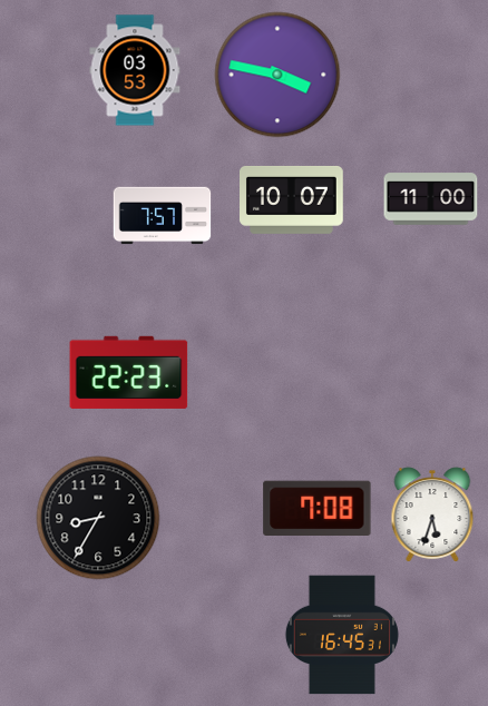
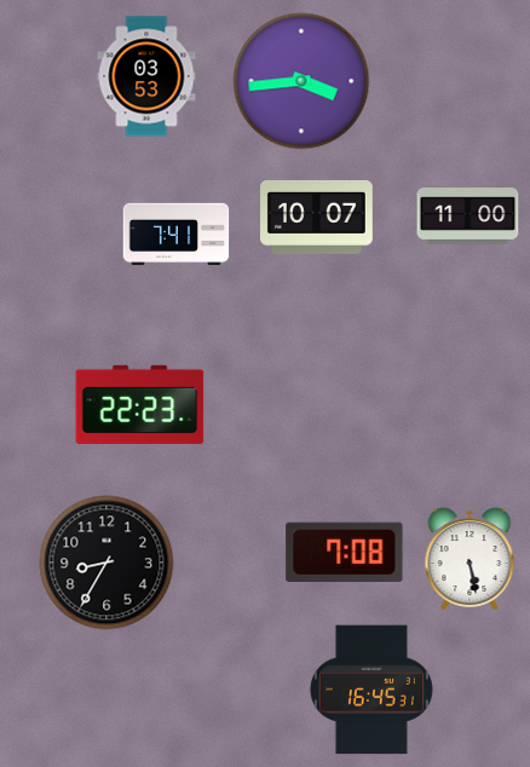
clock at (277, 75): 3:47 -> 3:44
clock at (163, 216): 7:57 -> 7:41
clock at (432, 514): 5:33 -> 5:28
